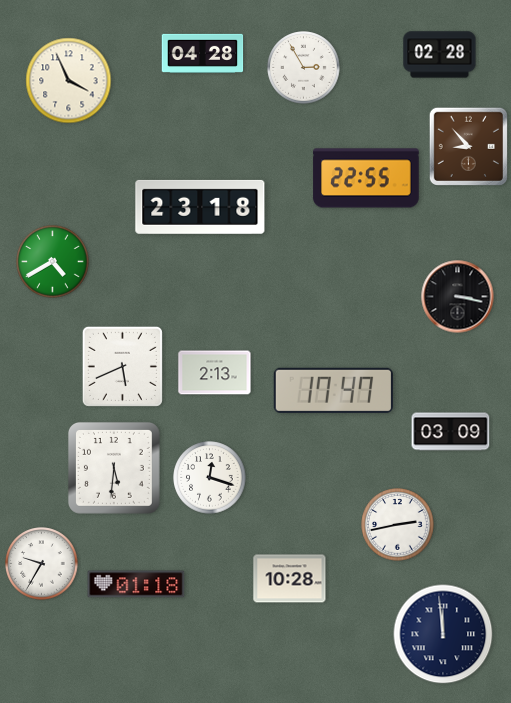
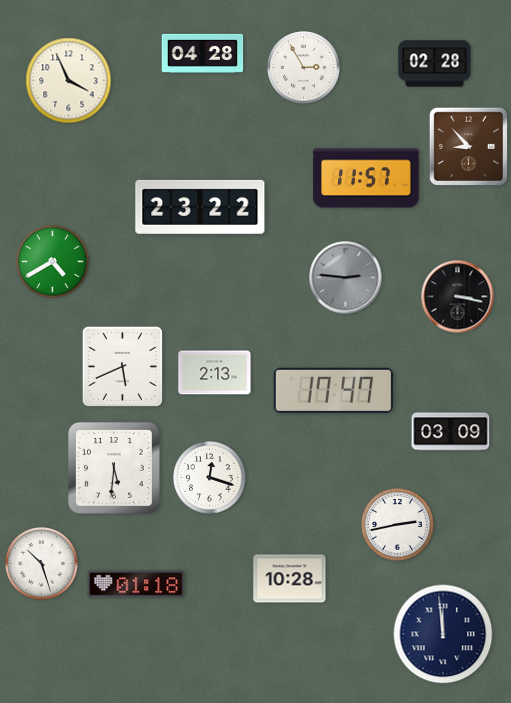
clock at (440, 55) position: (440, 55) -> (435, 64)
clock at (366, 178): 22:55 -> 11:57
clock at (200, 207): 23:18 -> 23:22
clock at (346, 278): none -> 2:46
clock at (42, 564): 9:35 -> 10:27
